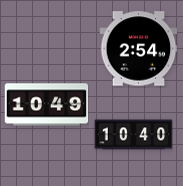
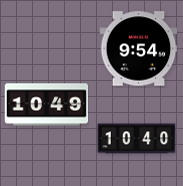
clock at (138, 49): 2:54 -> 9:54
clock at (133, 135) position: (133, 135) -> (136, 139)
